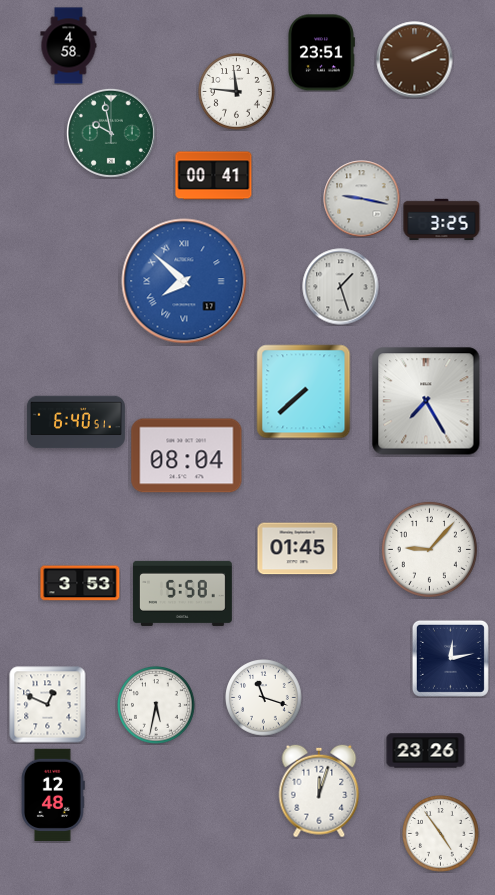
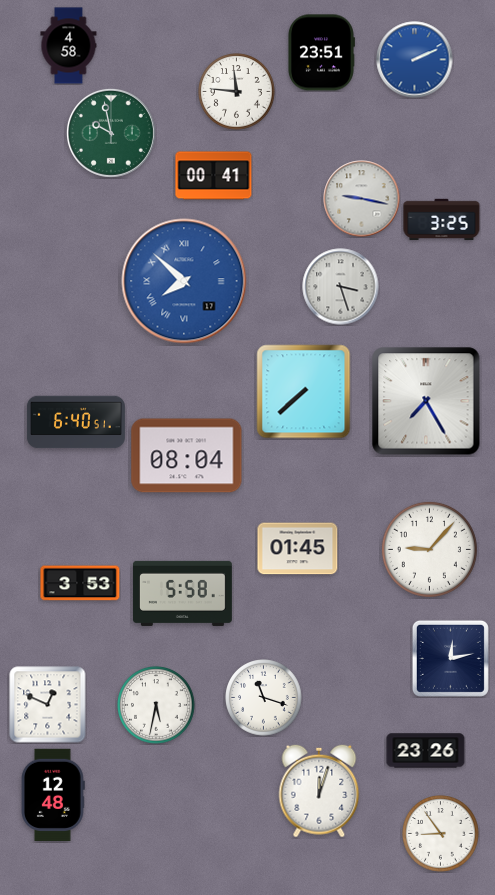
clock at (415, 60) dial: brown -> blue
clock at (341, 287): 1:27 -> 3:27
clock at (441, 834): 4:54 -> 8:54
